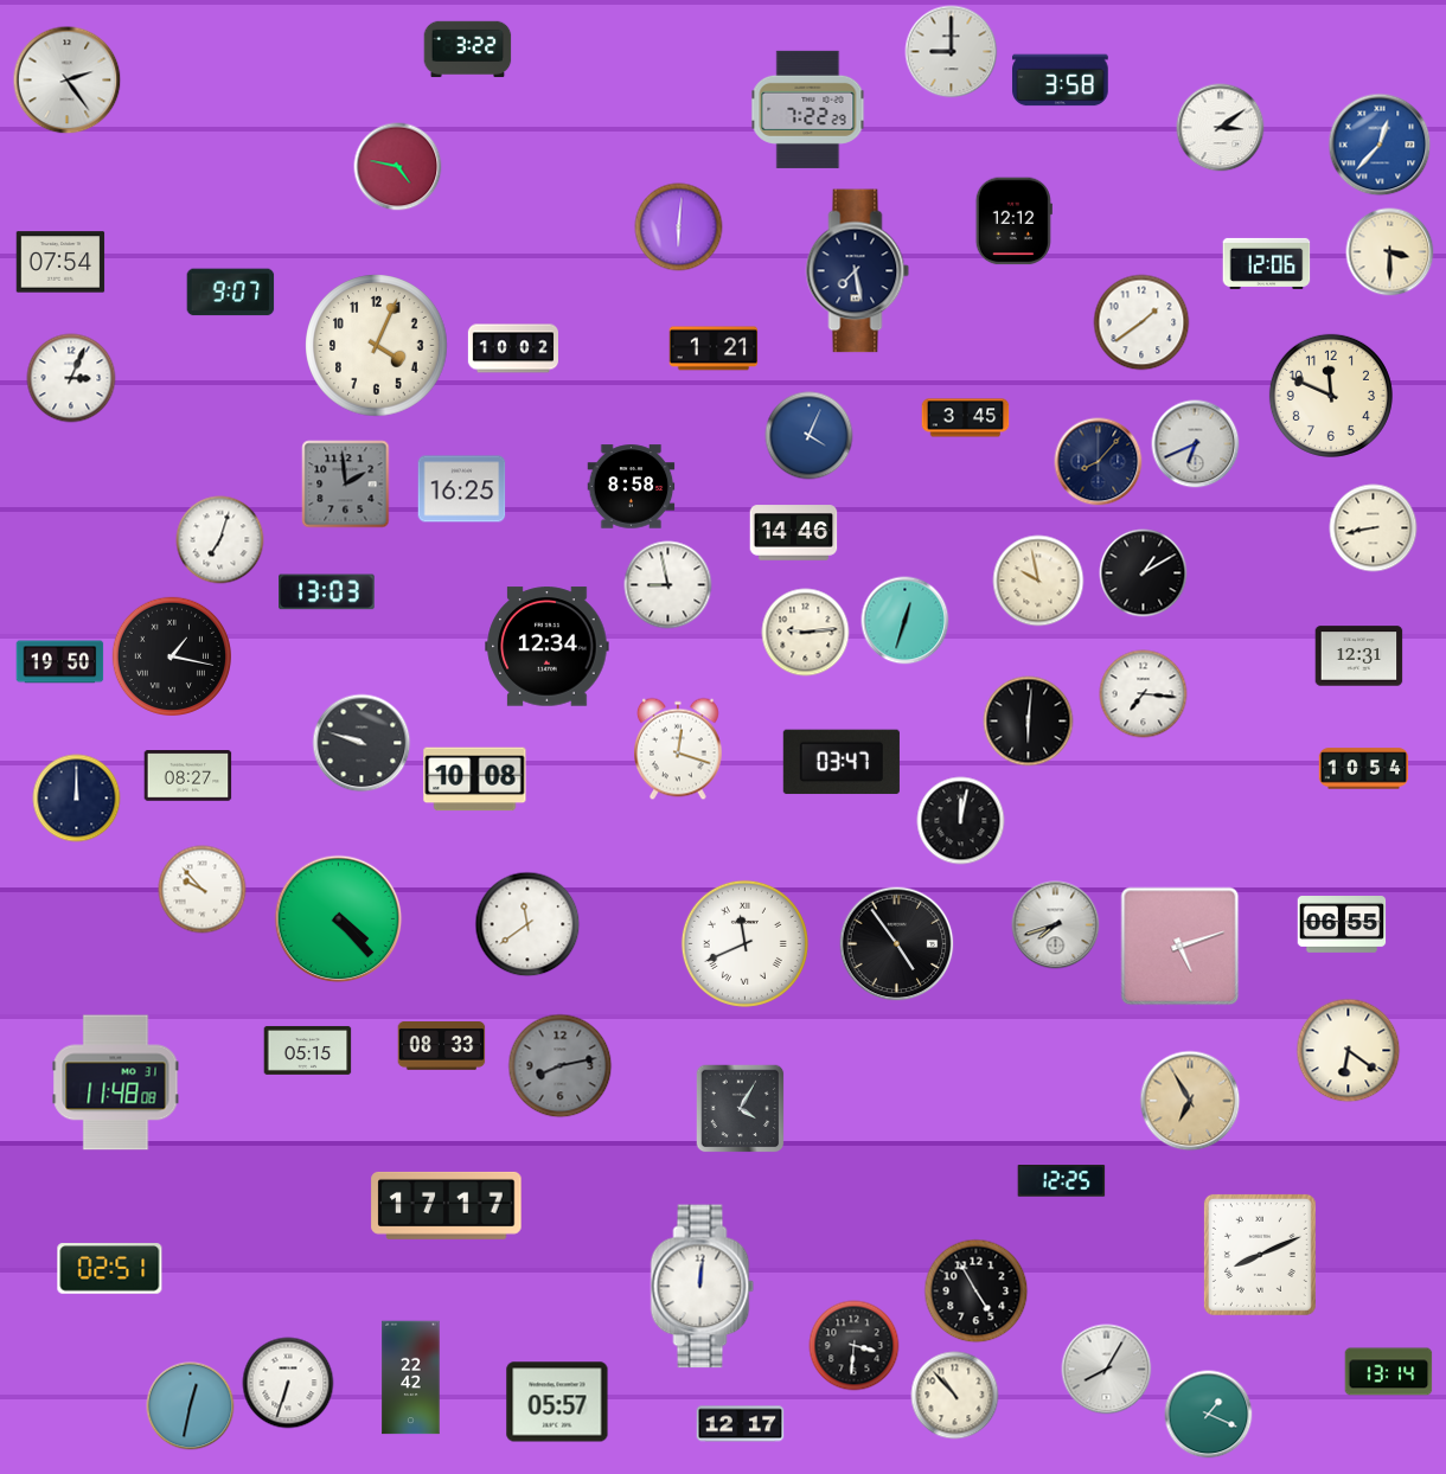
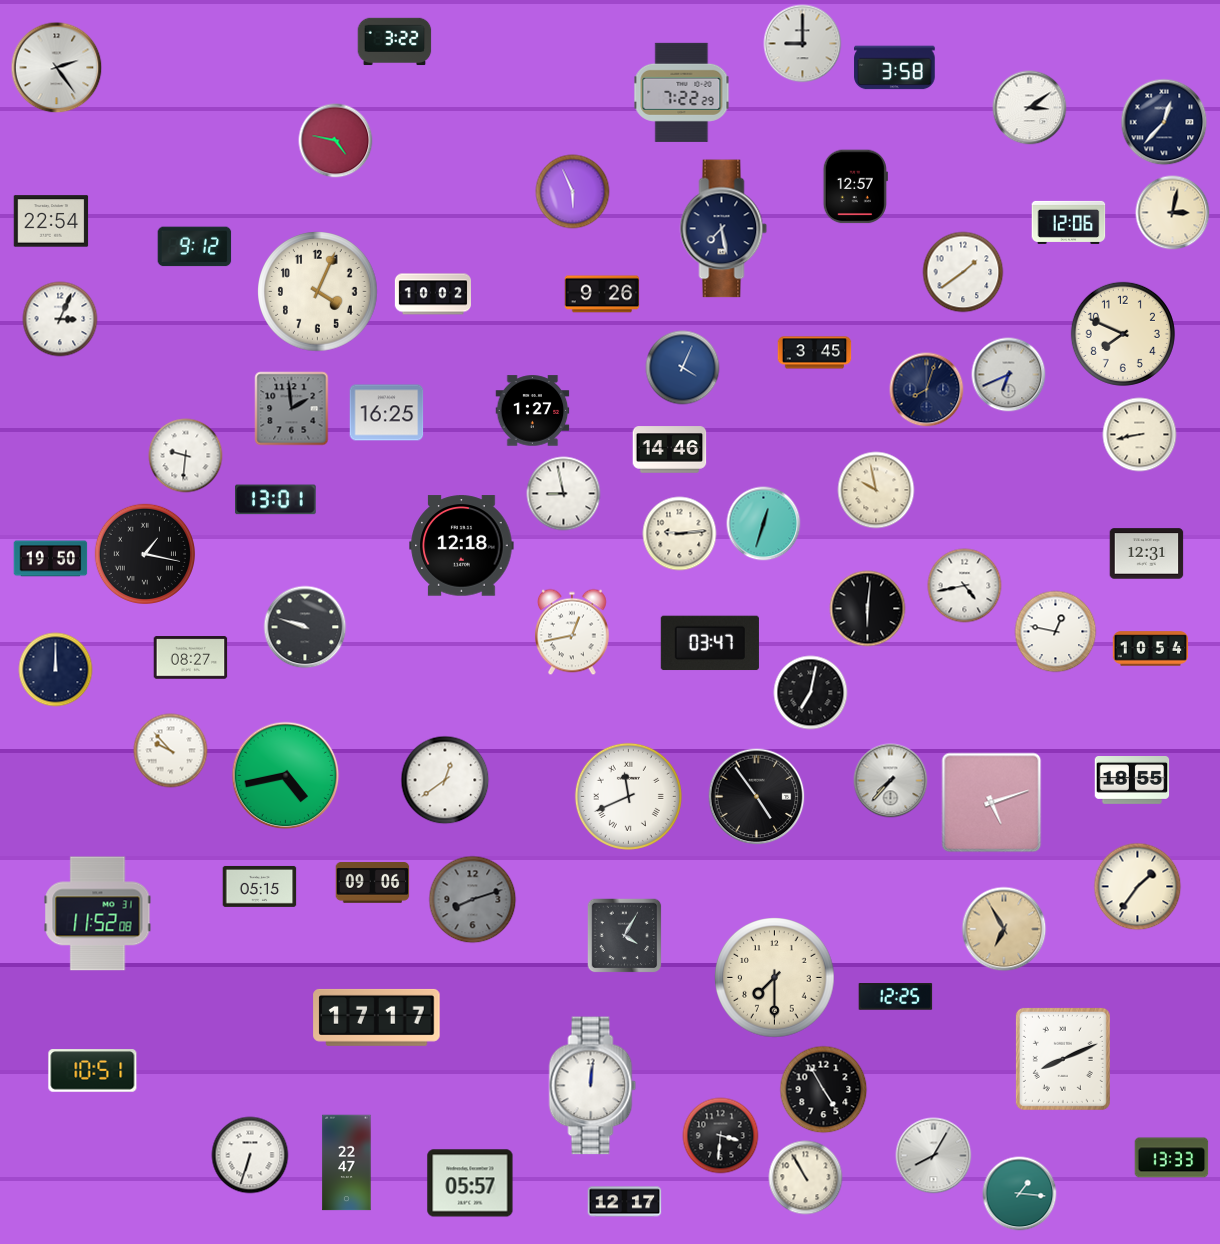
clock at (1380, 145) dial: blue -> navy
clock at (1013, 222): 12:12 -> 12:57
clock at (679, 227): 6:01 -> 5:56
clock at (1390, 252): 3:30 -> 3:02
clock at (60, 262): 07:54 -> 22:54
clock at (231, 293): 9:07 -> 9:12
clock at (714, 348): 1:21 -> 9:26
clock at (1331, 396): 11:49 -> 7:49
clock at (1099, 462): 8:07 -> 8:03
clock at (632, 487): 8:58 -> 1:27
clock at (462, 489) position: (462, 489) -> (387, 413)
clock at (1374, 528) position: (1374, 528) -> (1140, 435)
clock at (220, 540): 7:03 -> 9:31
clock at (1144, 573): 1:10 -> none
clock at (327, 592): 13:03 -> 13:01
clock at (548, 647): 12:34 -> 12:18
clock at (1144, 694): 7:16 -> 4:43
clock at (679, 749): 12:18 -> 12:43
clock at (1056, 632): none -> 12:47
clock at (188, 776) position: (188, 776) -> (191, 658)
clock at (475, 780): 10:08 -> none
clock at (77, 799) position: (77, 799) -> (56, 670)
clock at (961, 821): 12:02 -> 7:02
clock at (339, 919): 4:23 -> 4:43
clock at (527, 924): 11:39 -> 12:39
clock at (1056, 925): 7:42 -> 7:37
clock at (1342, 925): 06:55 -> 18:55
clock at (1181, 947) position: (1181, 947) -> (992, 803)
clock at (442, 1046): 08:33 -> 09:06
clock at (1349, 1051): 6:21 -> 1:36
clock at (561, 1066): 8:13 -> 8:12
clock at (116, 1083): 11:48 -> 11:52
clock at (775, 978): none -> 7:30
clock at (110, 1269): 02:51 -> 10:51
clock at (1389, 1372): 13:14 -> 13:33
clock at (411, 1378): 22:42 -> 22:47
clock at (288, 1383) position: (288, 1383) -> (250, 1155)
clock at (955, 1396): 10:53 -> 10:55
clock at (191, 1406): 12:32 -> none
clock at (1209, 1415): 1:19 -> 1:16
